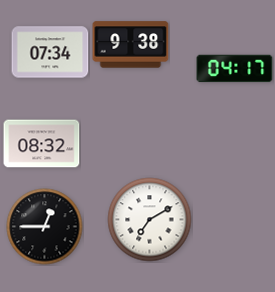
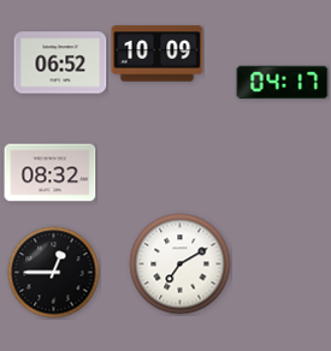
clock at (131, 45): 9:38 -> 10:09
clock at (50, 52): 07:34 -> 06:52
